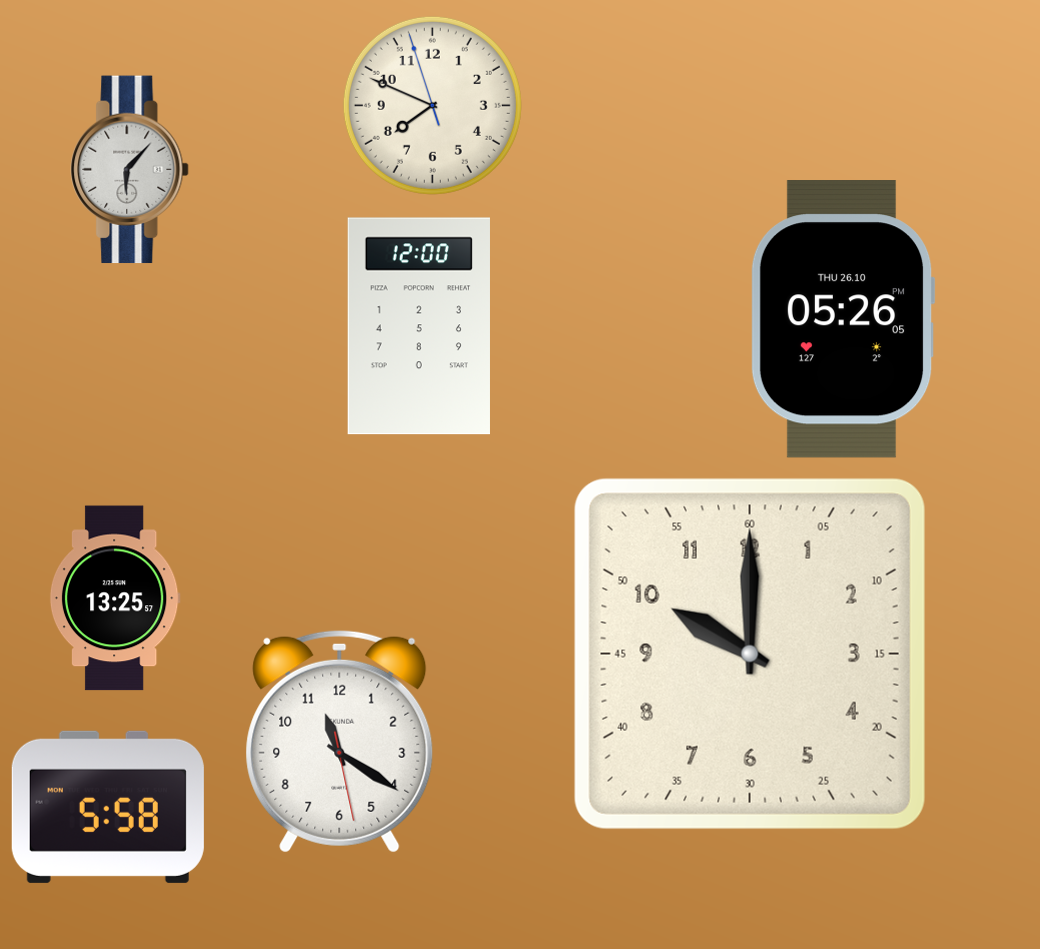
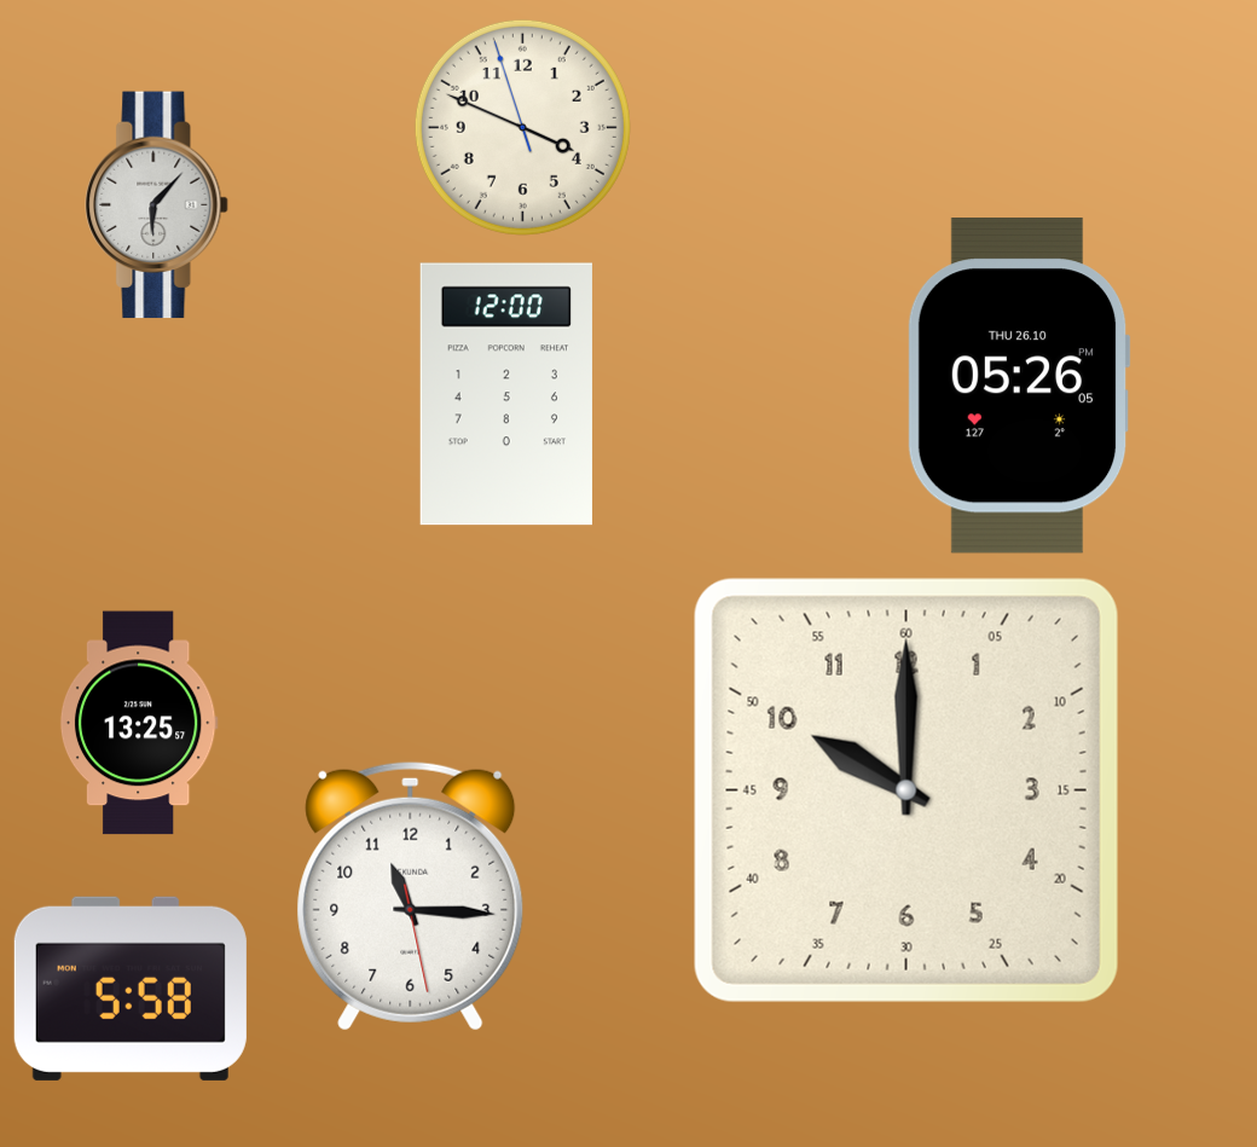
clock at (432, 105): 7:48 -> 3:48
clock at (340, 741): 11:20 -> 11:15
clock at (108, 807) position: (108, 807) -> (131, 989)
